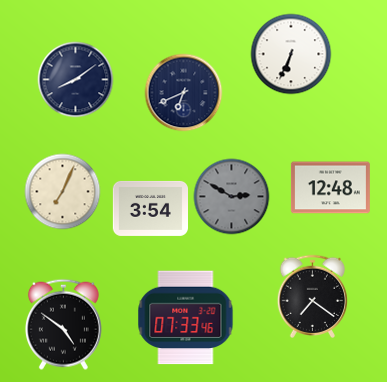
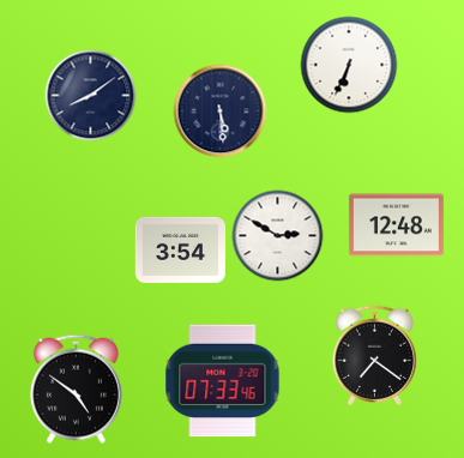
clock at (184, 93): 6:41 -> 5:29
clock at (63, 192): 7:04 -> none
clock at (232, 197) dial: grey -> white
